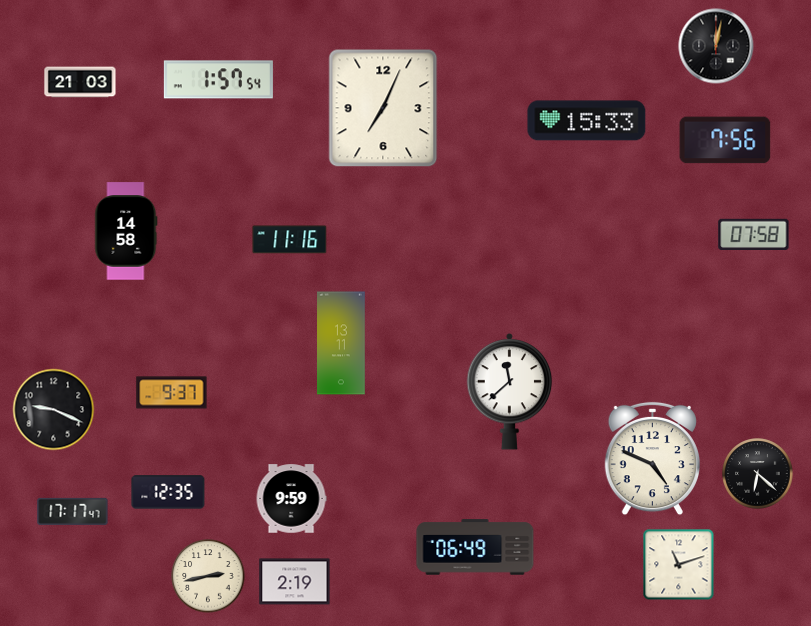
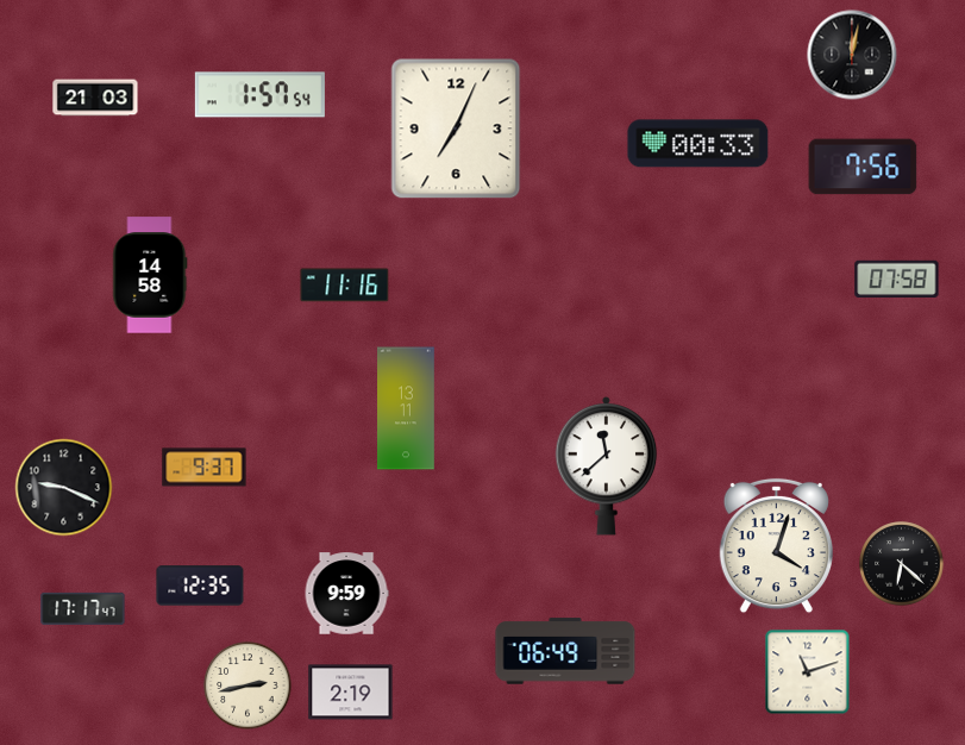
clock at (587, 121): 15:33 -> 00:33
clock at (652, 459): 4:49 -> 4:03
clock at (73, 511) position: (73, 511) -> (83, 608)
